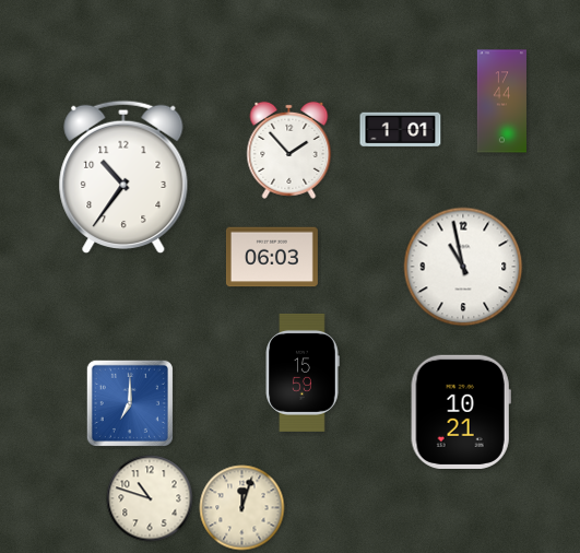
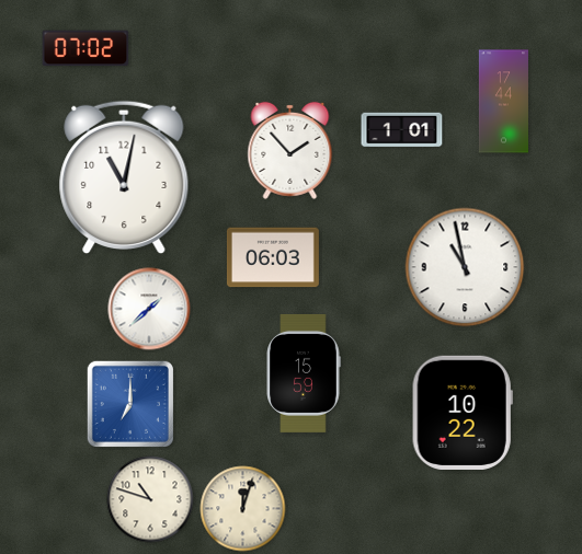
clock at (85, 48): none -> 07:02
clock at (123, 177): 10:36 -> 11:02
clock at (149, 309): none -> 1:38
clock at (461, 412): 10:21 -> 10:22
